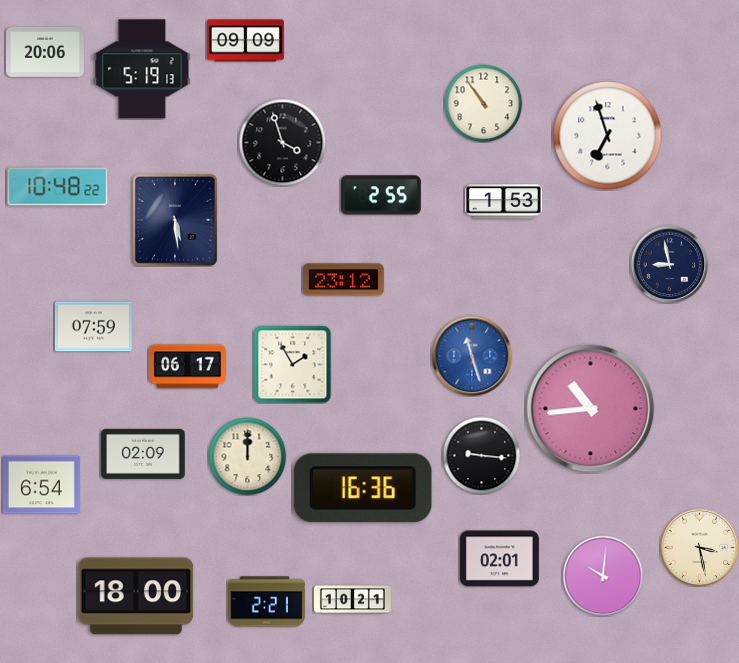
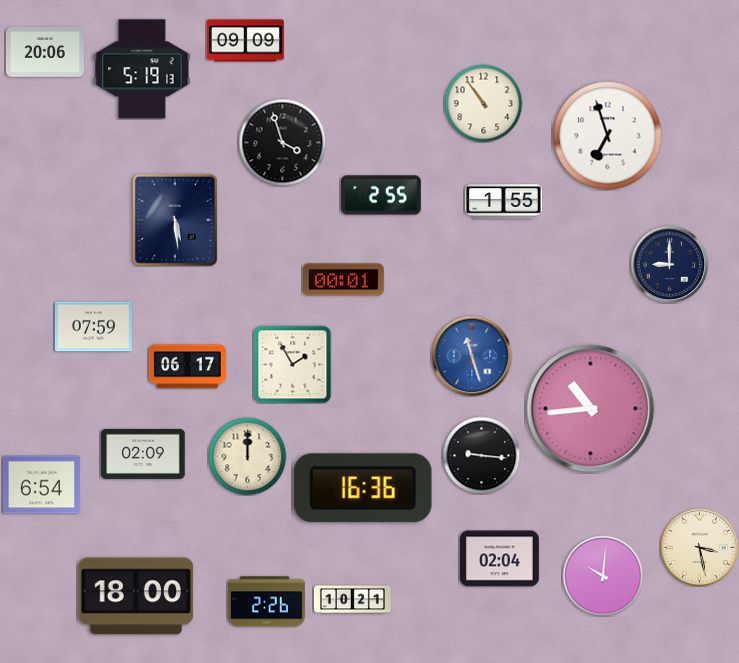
clock at (58, 187): 10:48 -> none
clock at (503, 202): 1:53 -> 1:55
clock at (669, 264): 8:58 -> 9:00
clock at (344, 280): 23:12 -> 00:01
clock at (499, 559): 02:01 -> 02:04
clock at (266, 602): 2:21 -> 2:26
